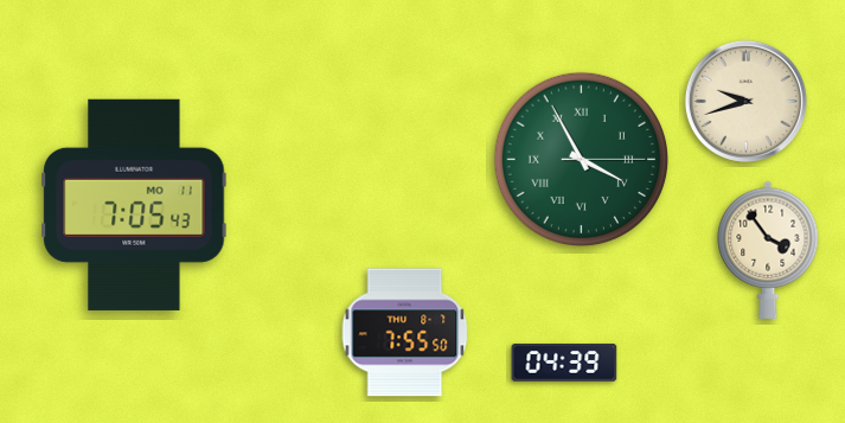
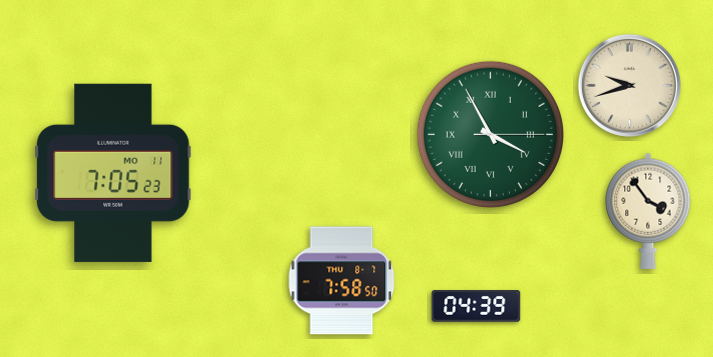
clock at (134, 205): 7:05:43 -> 7:05:23
clock at (405, 333): 7:55 -> 7:58
